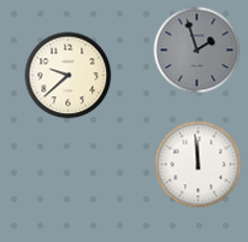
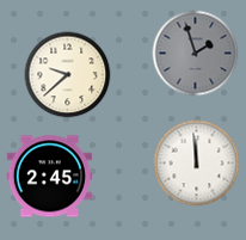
clock at (197, 51) position: (197, 51) -> (196, 54)
clock at (49, 177): none -> 2:45
